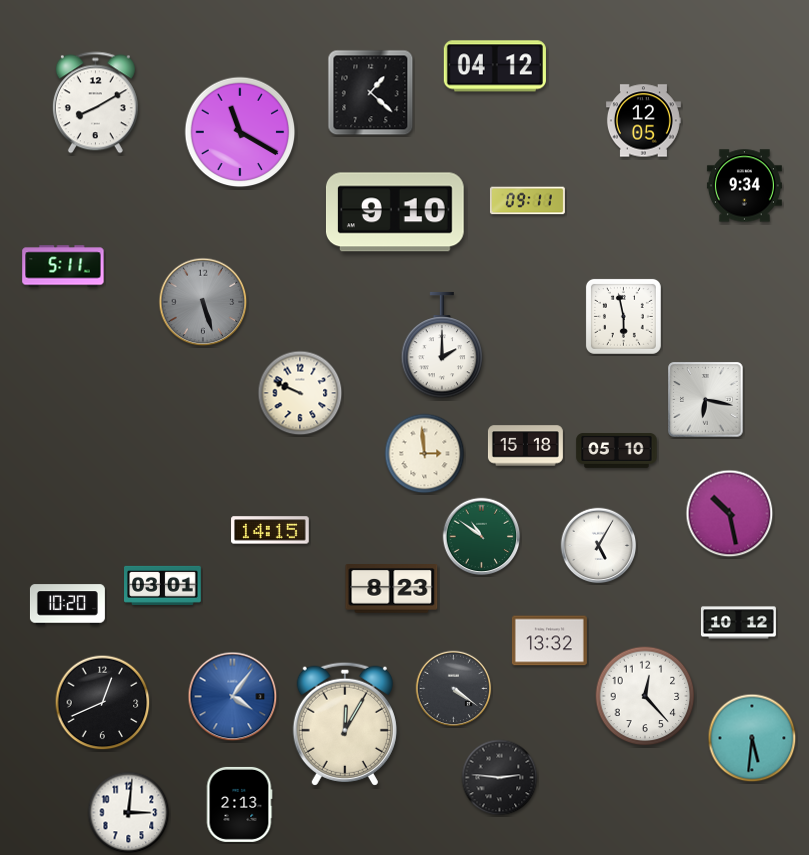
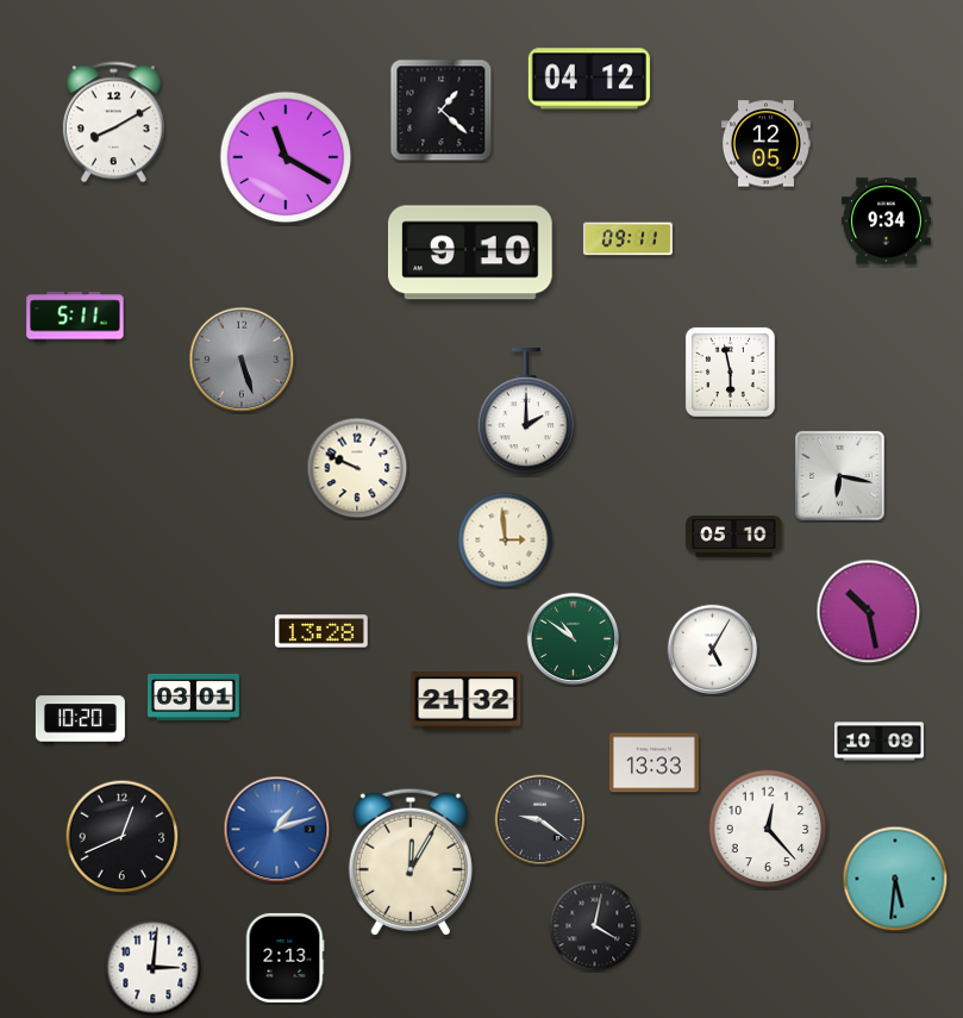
clock at (623, 316) position: (623, 316) -> (730, 371)
clock at (525, 446): 15:18 -> none
clock at (270, 530): 14:15 -> 13:28
clock at (392, 589): 8:23 -> 21:32
clock at (738, 623): 10:12 -> 10:09
clock at (549, 641): 13:32 -> 13:33
clock at (454, 689): 4:21 -> 9:21
clock at (233, 697): 4:06 -> 1:12
clock at (500, 778): 2:46 -> 4:02
